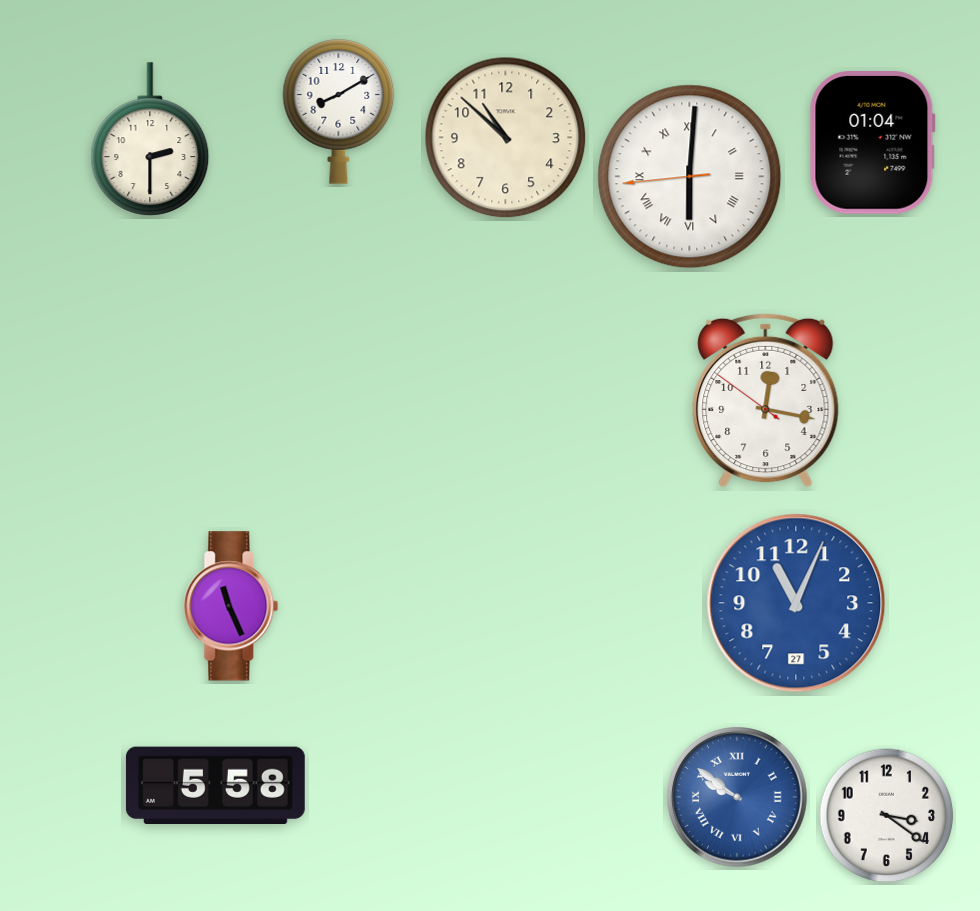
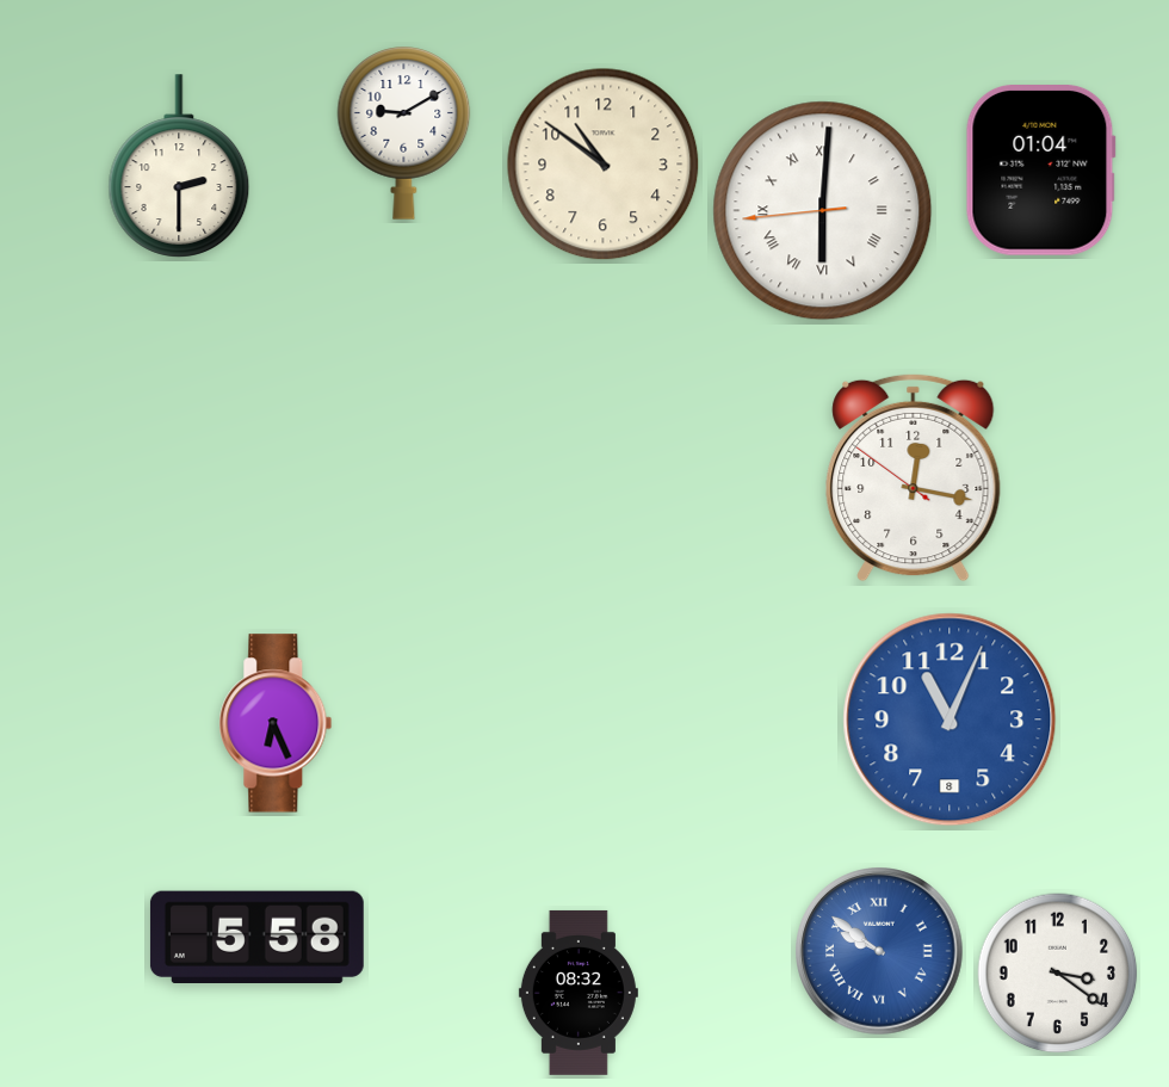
clock at (339, 112): 8:10 -> 9:10
clock at (506, 138): 10:52 -> 10:51
clock at (796, 603) date: 27 -> 8
clock at (231, 606): 11:26 -> 6:26
clock at (579, 993): none -> 08:32
